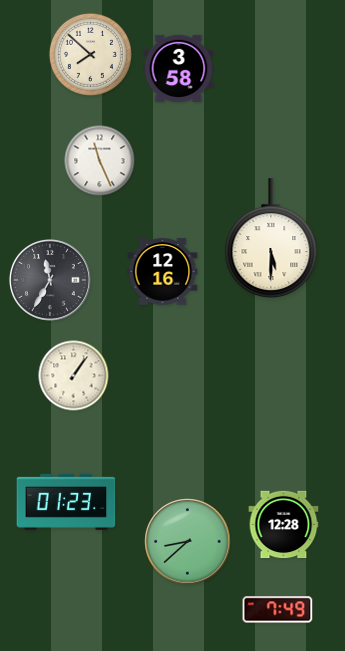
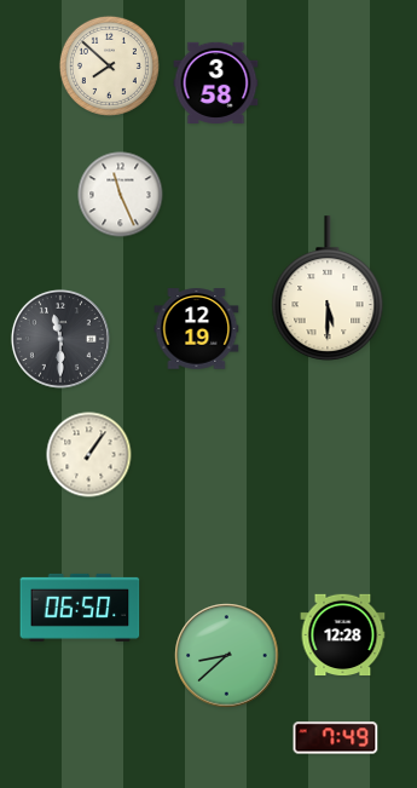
clock at (163, 272): 12:16 -> 12:19
clock at (50, 280): 11:35 -> 11:30
clock at (66, 502): 01:23 -> 06:50
